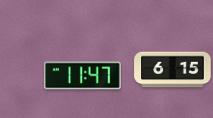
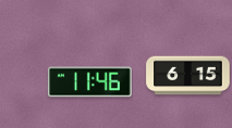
clock at (83, 76): 11:47 -> 11:46
